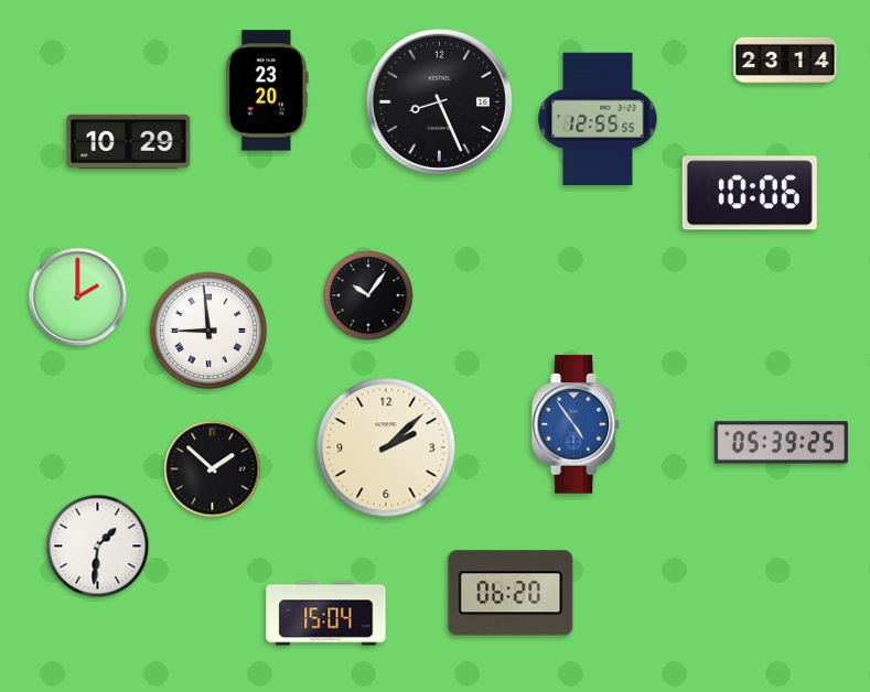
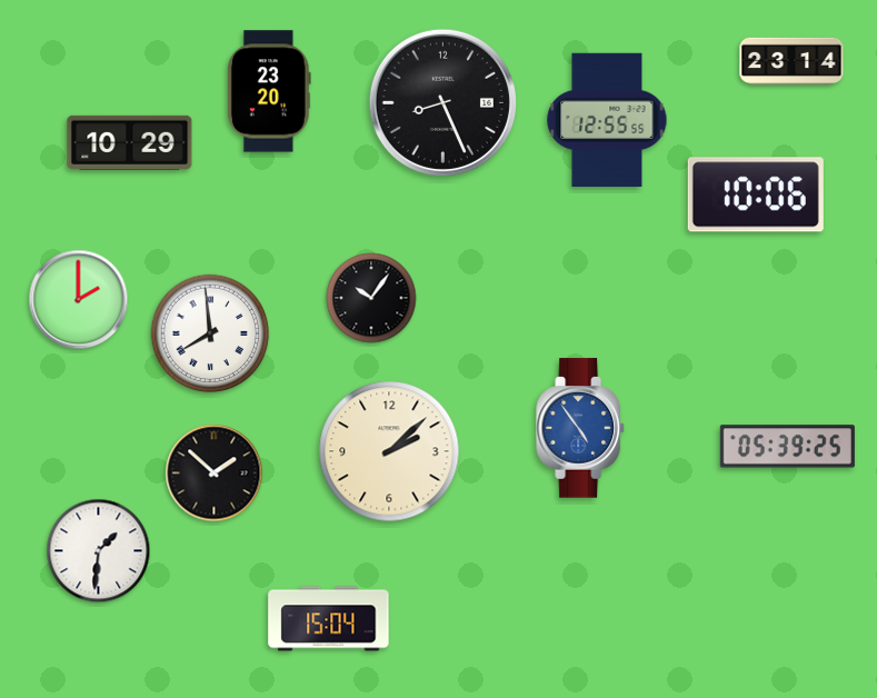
clock at (598, 119) position: (598, 119) -> (607, 120)
clock at (208, 331): 8:59 -> 7:59
clock at (511, 593): 06:20 -> none
